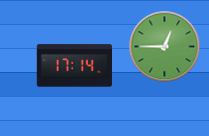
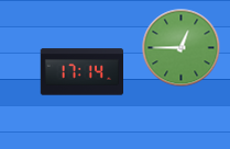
clock at (165, 47) position: (165, 47) -> (182, 48)
